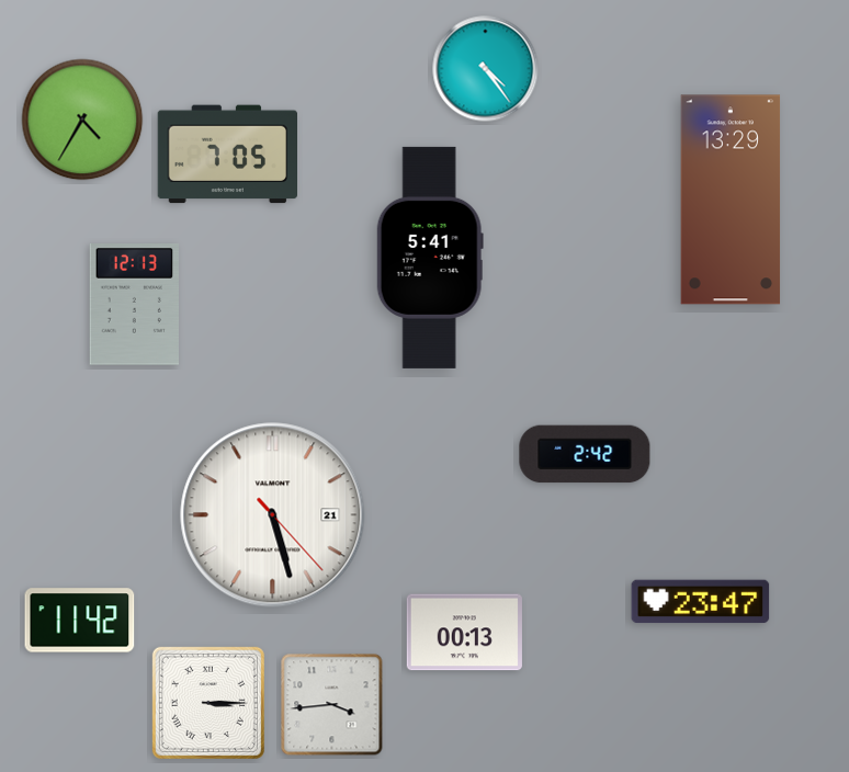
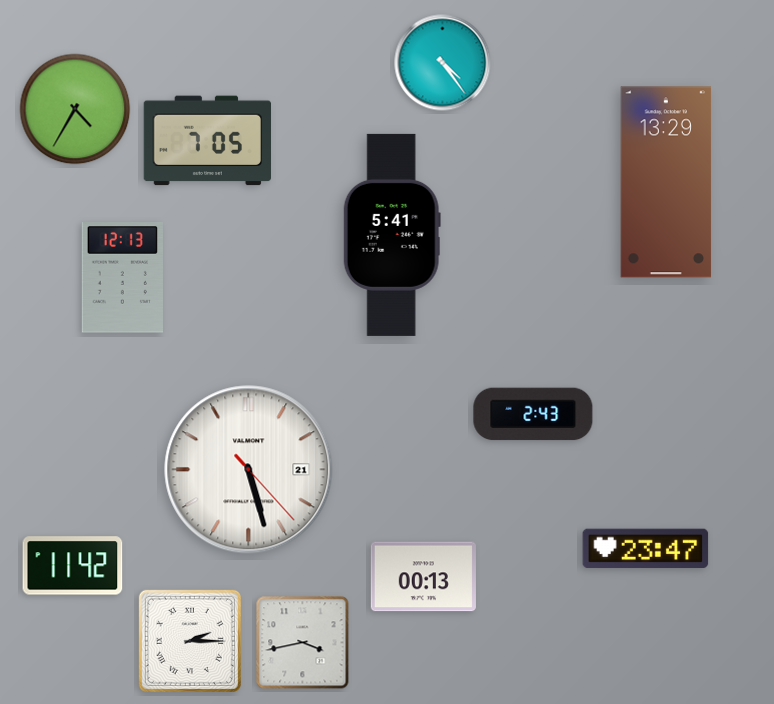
clock at (585, 454): 2:42 -> 2:43
clock at (701, 602) position: (701, 602) -> (646, 549)
clock at (208, 703): 3:15 -> 2:15
clock at (332, 705): 3:44 -> 3:43
